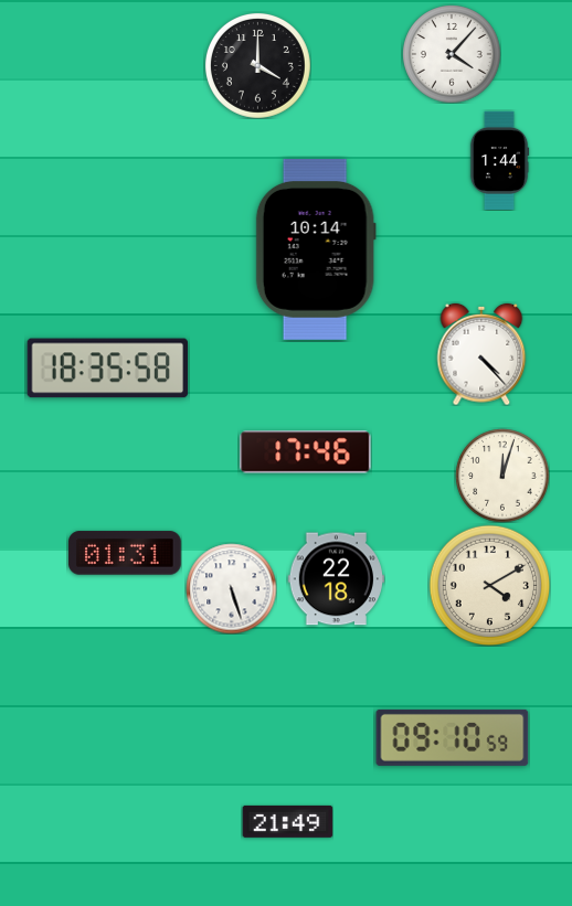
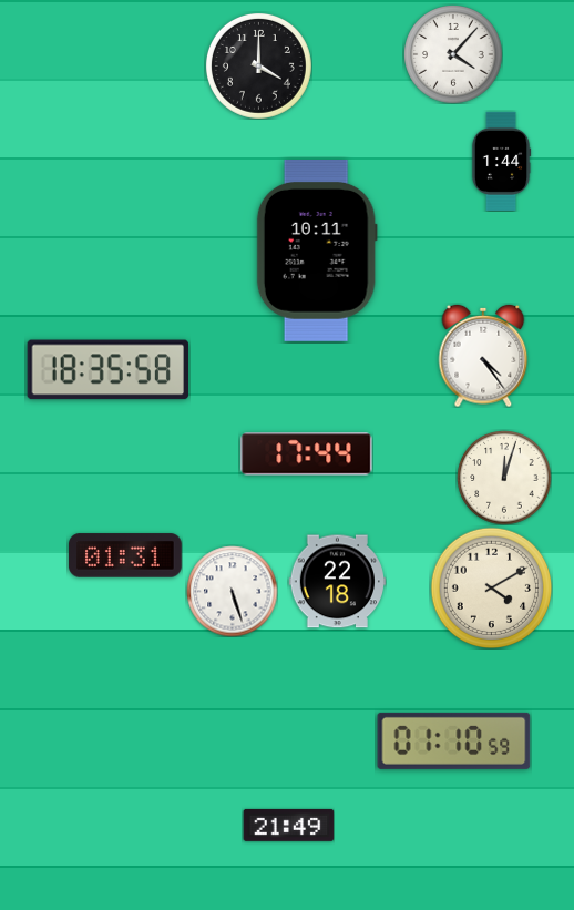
clock at (316, 249): 10:14 -> 10:11
clock at (481, 354): 4:23 -> 4:24
clock at (306, 452): 17:46 -> 17:44
clock at (453, 737): 09:10 -> 01:10
